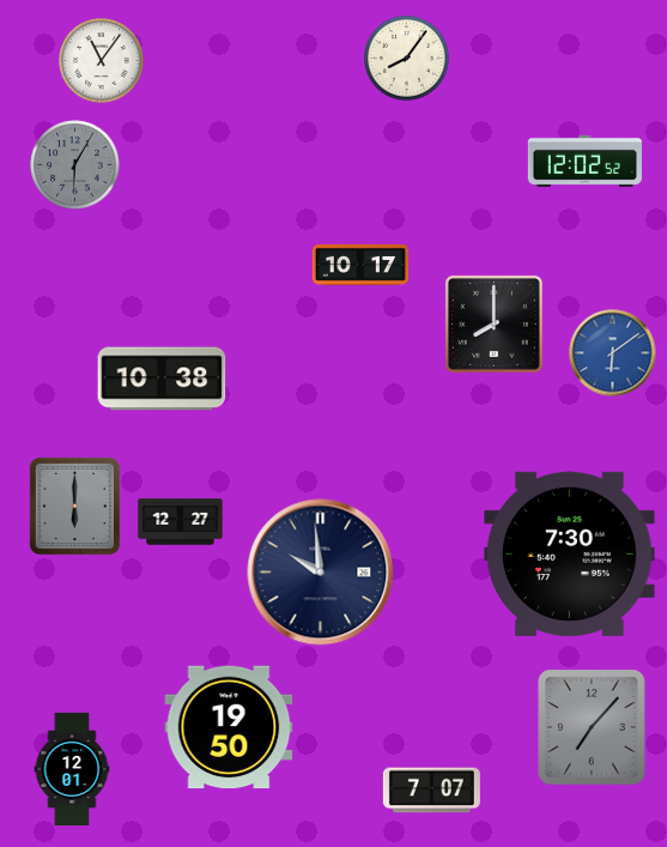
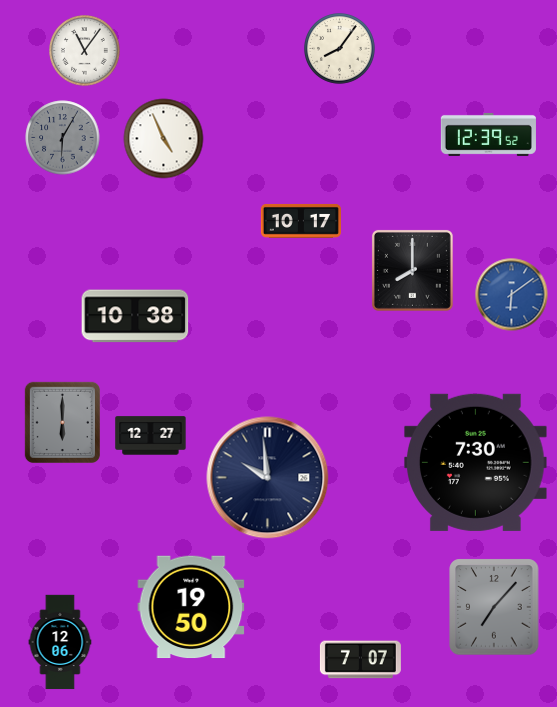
clock at (584, 161): 12:02 -> 12:39
clock at (164, 139): none -> 4:56
clock at (72, 769): 12:01 -> 12:06
